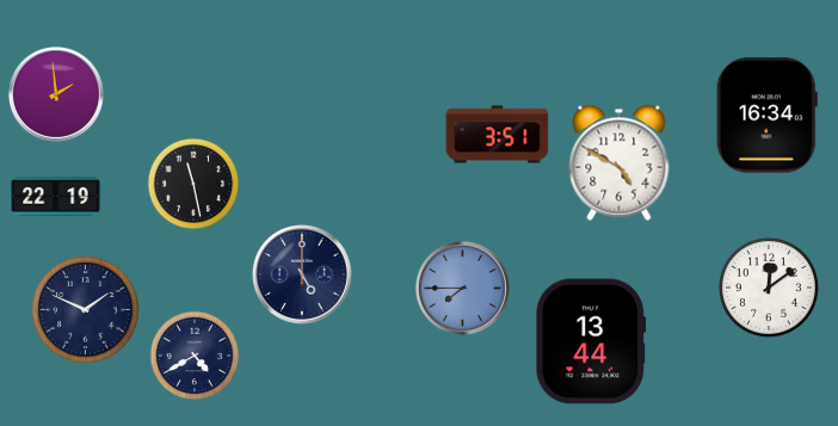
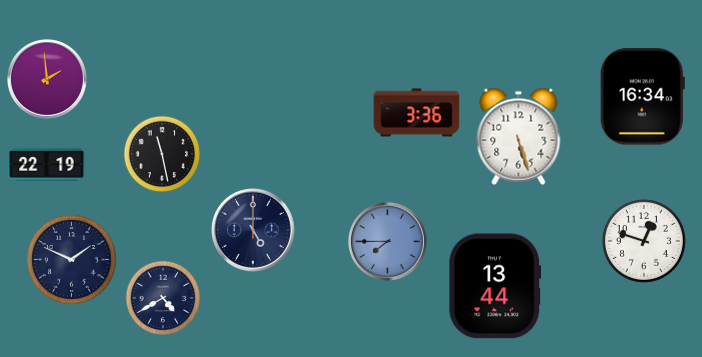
clock at (498, 135): 3:51 -> 3:36
clock at (620, 162): 4:50 -> 5:27
clock at (769, 288): 12:09 -> 12:48
